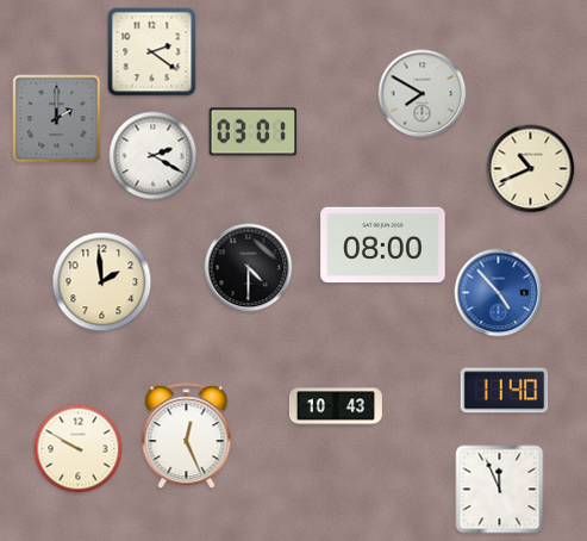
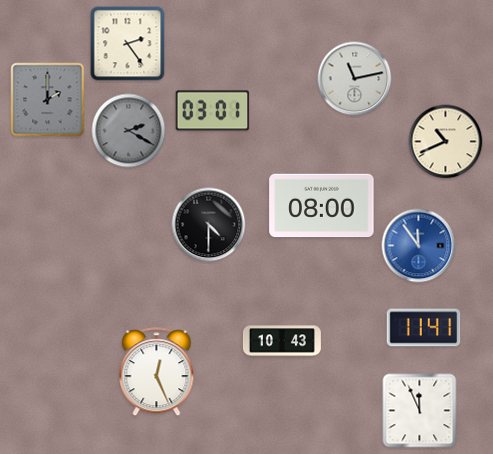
clock at (152, 52): 2:21 -> 2:24
clock at (423, 94): 7:50 -> 11:13
clock at (154, 156) dial: white -> grey
clock at (102, 282): 1:59 -> none
clock at (499, 293): 4:53 -> 11:54
clock at (505, 391): 11:40 -> 11:41
clock at (187, 436) position: (187, 436) -> (157, 372)
clock at (79, 449): 9:50 -> none
